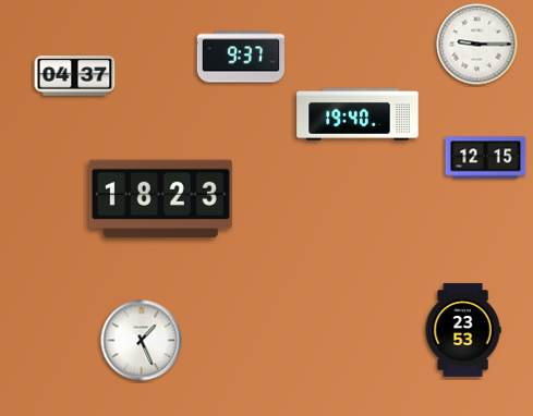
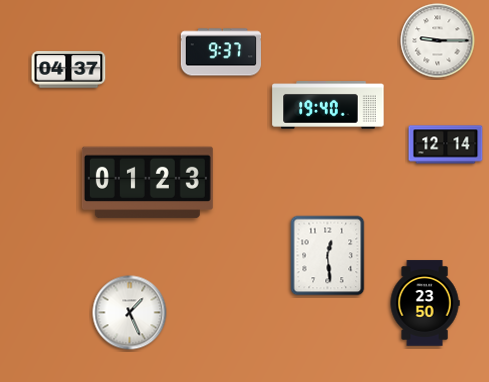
clock at (486, 158): 12:15 -> 12:14
clock at (160, 199): 18:23 -> 01:23
clock at (328, 256): none -> 12:29
clock at (463, 330): 23:53 -> 23:50
